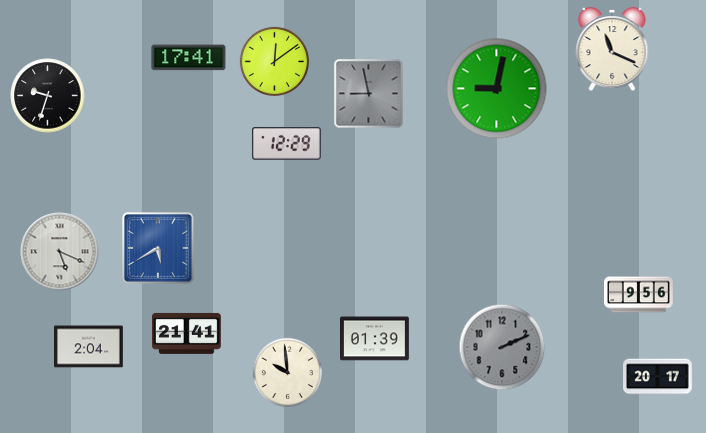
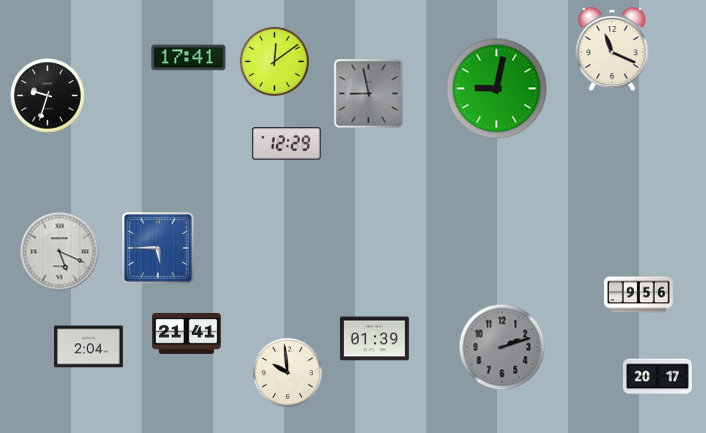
clock at (159, 248): 5:40 -> 5:45
clock at (502, 347): 2:11 -> 2:12
